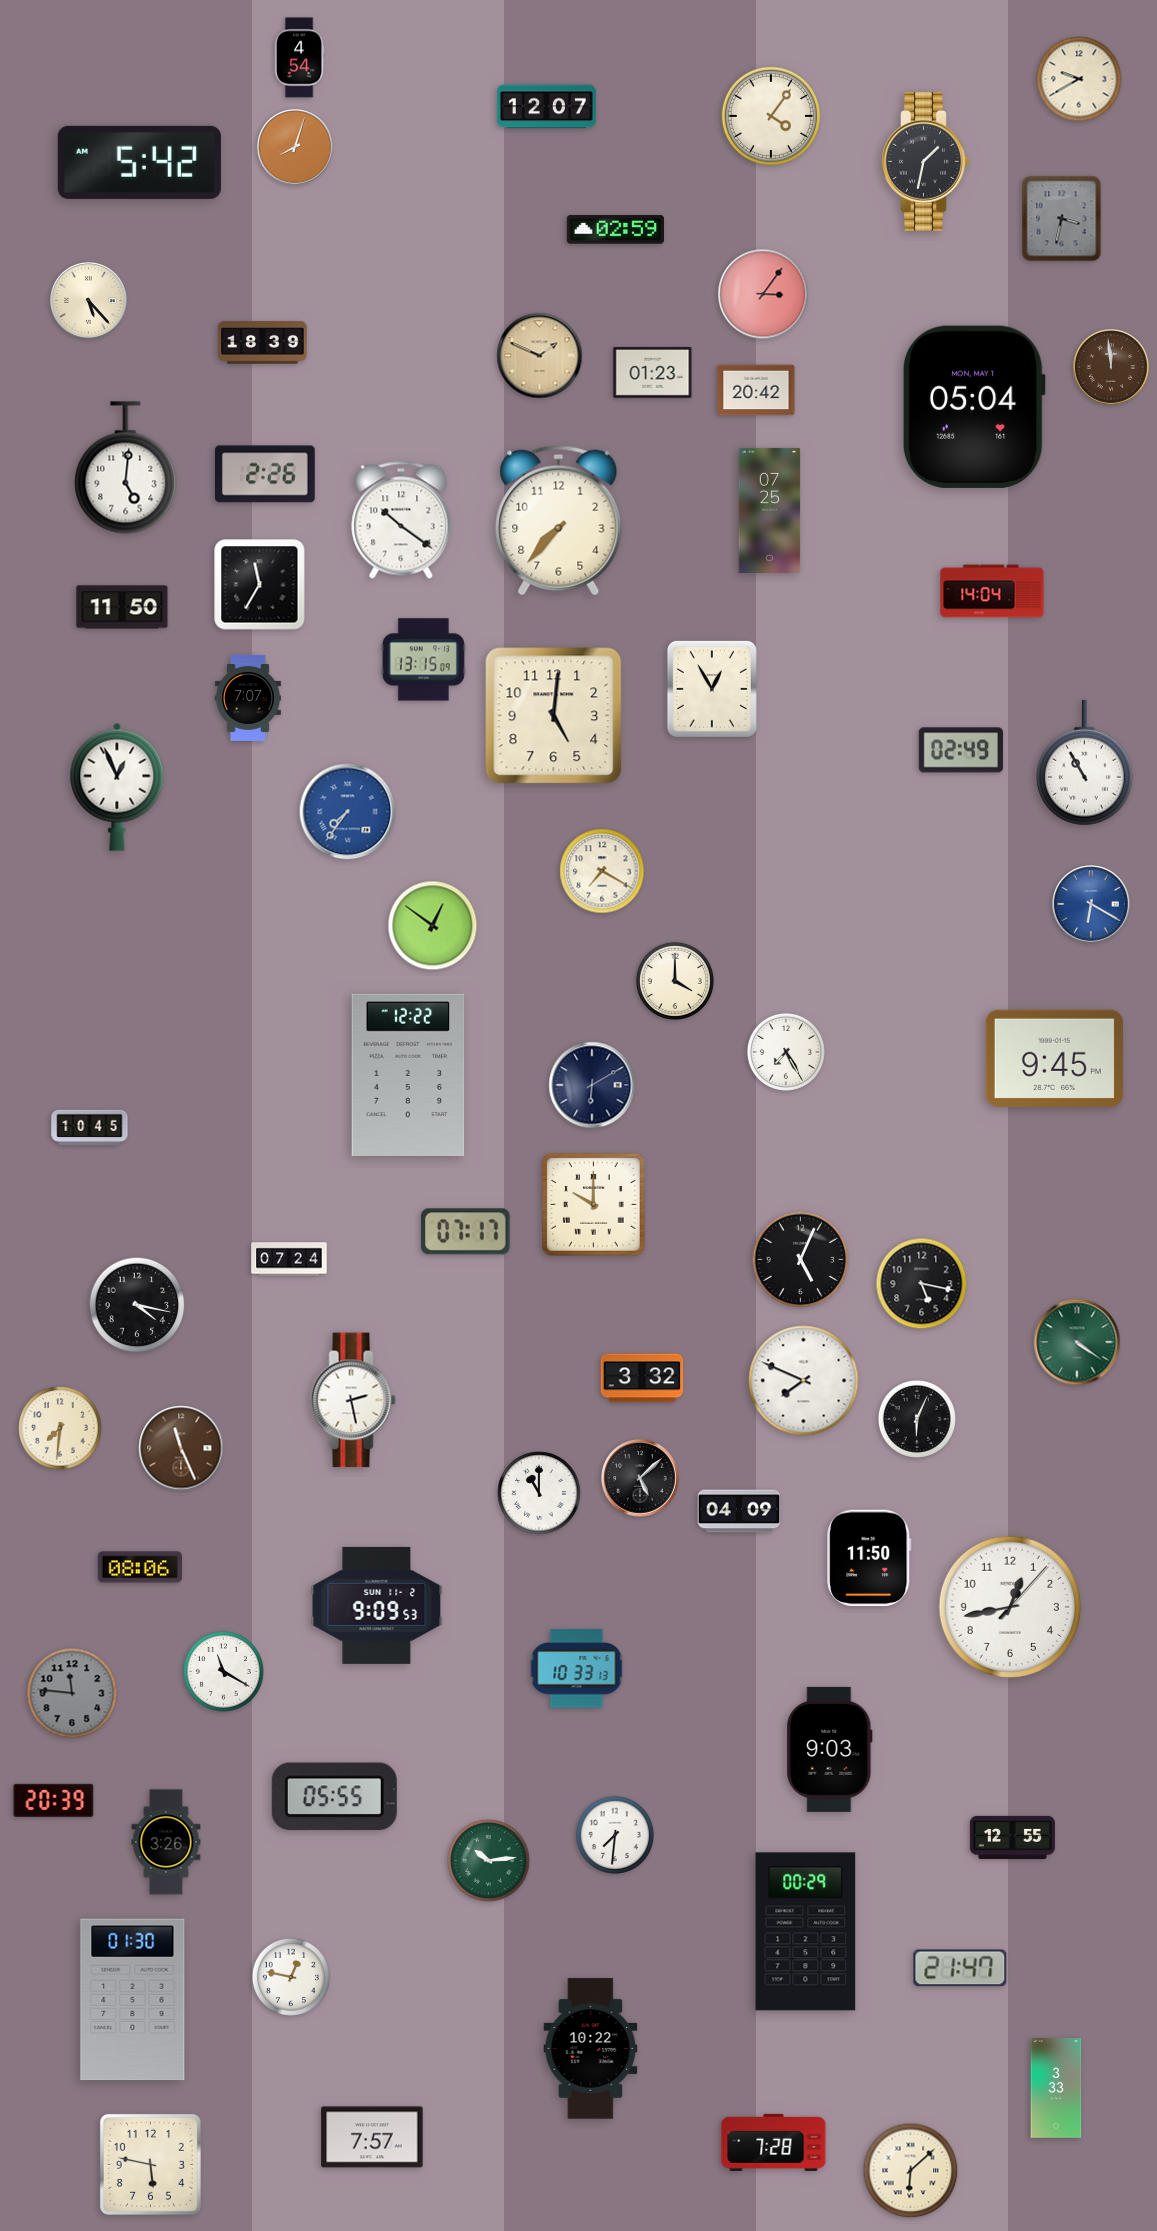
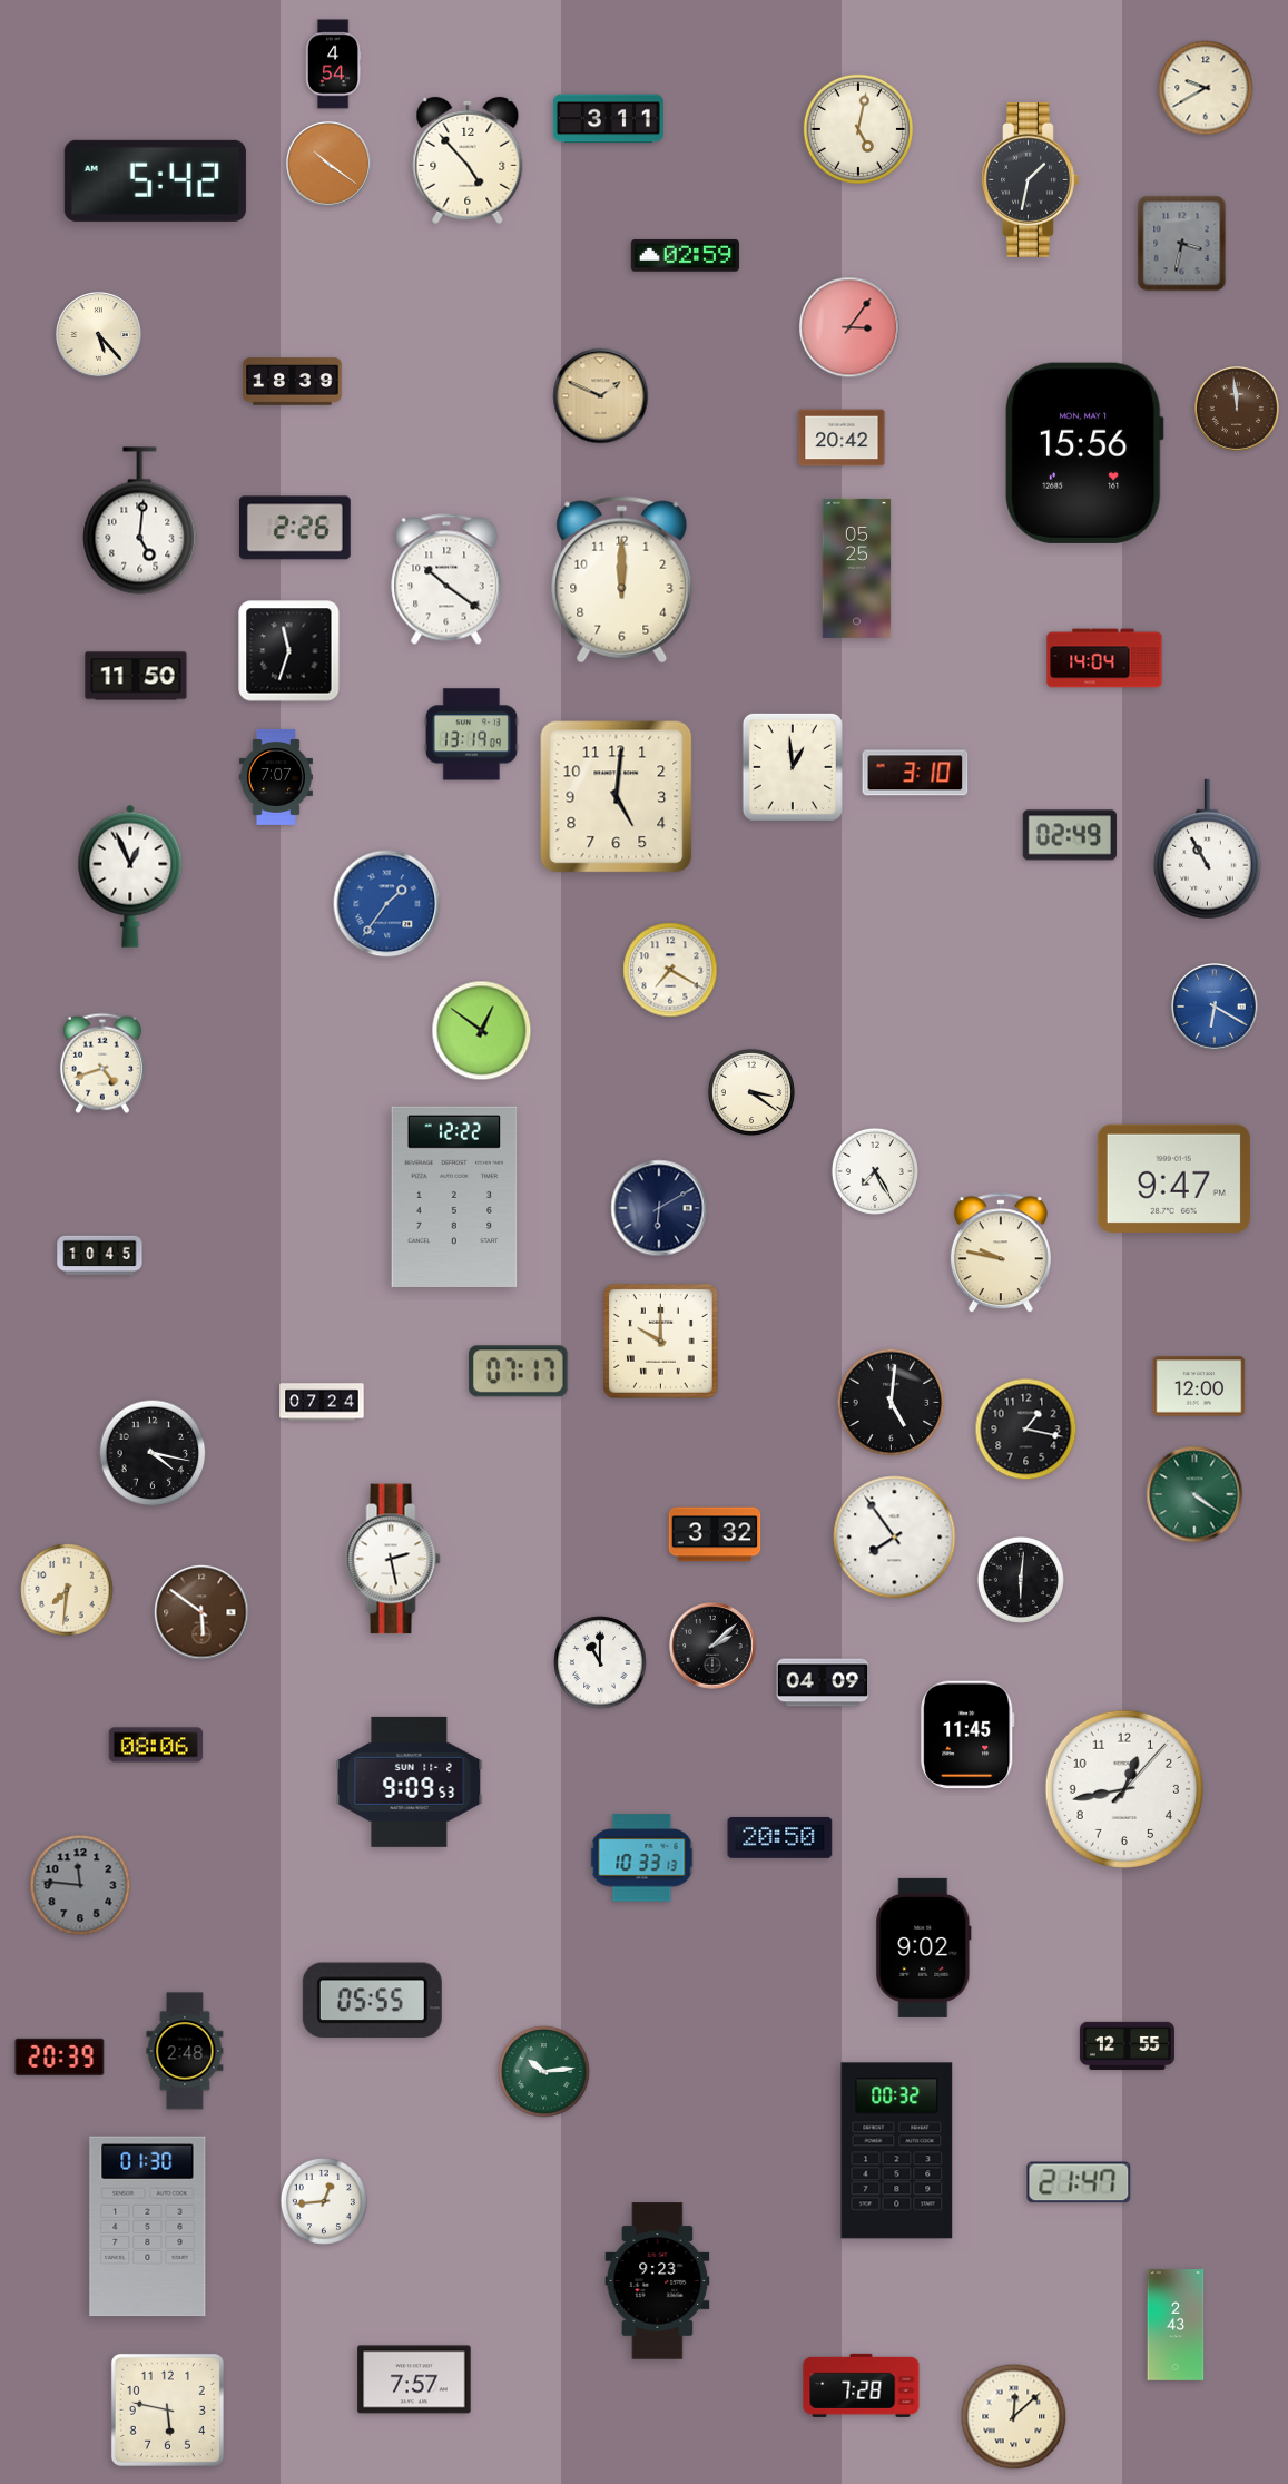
clock at (1079, 79) position: (1079, 79) -> (1206, 88)
clock at (546, 107): 12:07 -> 3:11
clock at (771, 116): 4:06 -> 5:02
clock at (468, 160): none -> 4:53
clock at (295, 147): 8:03 -> 10:21
clock at (653, 372): 01:23 -> none
clock at (756, 390) position: (756, 390) -> (842, 438)
clock at (974, 407): 05:04 -> 15:56
clock at (770, 510): 07:25 -> 05:25
clock at (559, 521): 7:37 -> 12:00
clock at (260, 585): 11:35 -> 11:33
clock at (423, 660): 13:15 -> 13:19
clock at (712, 689): 12:55 -> 12:59
clock at (915, 773): none -> 3:10
clock at (348, 812): 7:36 -> 1:36
clock at (102, 1063): none -> 4:42
clock at (675, 981): 4:00 -> 3:21
clock at (1054, 1058): 9:45 -> 9:47
clock at (1001, 1254): none -> 9:47
clock at (1199, 1386): none -> 12:00
clock at (801, 1260): 5:04 -> 5:01
clock at (922, 1284): 5:17 -> 1:17
clock at (1077, 1342) position: (1077, 1342) -> (1194, 1494)
clock at (804, 1381): 7:49 -> 7:54
clock at (917, 1419): 6:04 -> 6:01
clock at (181, 1448): 11:26 -> 5:51
clock at (640, 1478): 5:08 -> 2:08
clock at (869, 1558): 11:50 -> 11:45
clock at (377, 1605) position: (377, 1605) -> (410, 1781)
clock at (780, 1837): none -> 20:50
clock at (224, 1672): 11:20 -> none
clock at (830, 1749): 9:03 -> 9:02
clock at (54, 1800) position: (54, 1800) -> (60, 2056)
clock at (615, 1835): 7:31 -> none
clock at (166, 1842): 3:26 -> 2:48
clock at (806, 1932): 00:29 -> 00:32
clock at (960, 1968) position: (960, 1968) -> (1079, 2182)
clock at (291, 1977): 12:47 -> 12:44
clock at (591, 2049): 10:22 -> 9:23
clock at (1056, 2088): 3:33 -> 2:43
clock at (911, 2171): 6:08 -> 12:08
